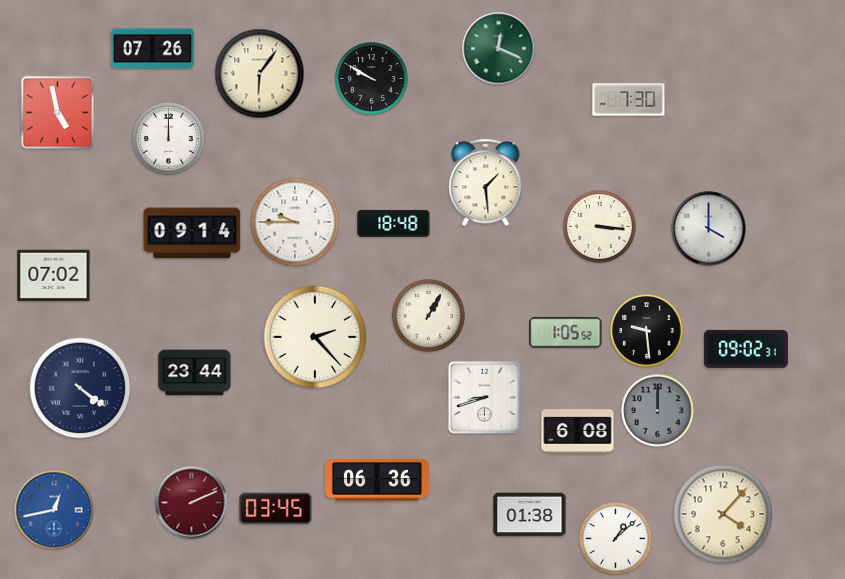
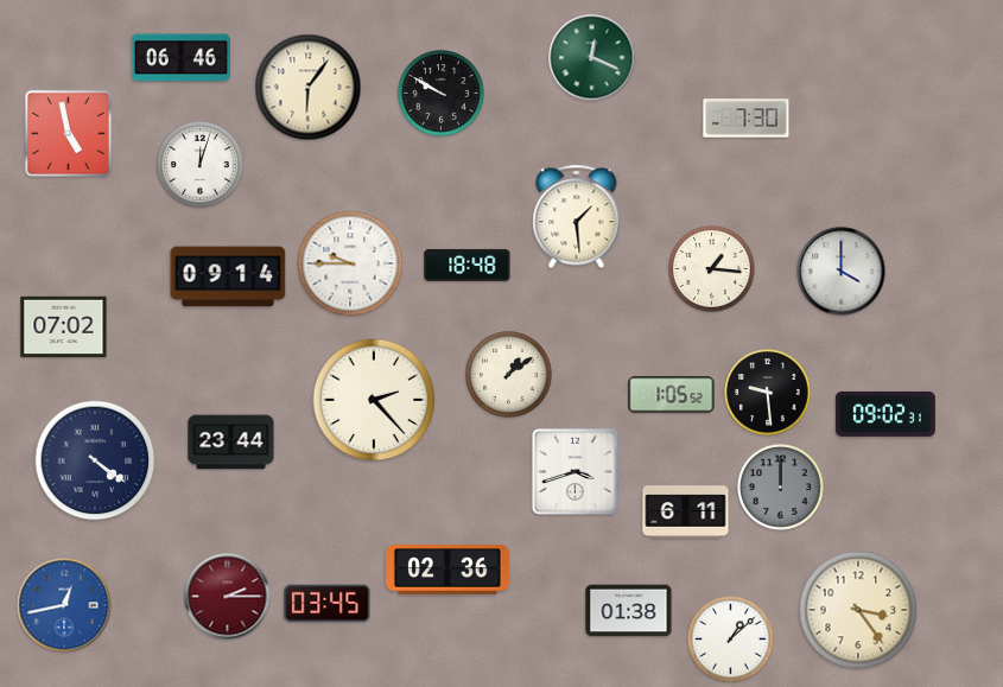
clock at (152, 49): 07:26 -> 06:46
clock at (169, 139): 12:00 -> 12:03
clock at (600, 227): 3:16 -> 1:16
clock at (429, 316): 1:05 -> 1:09
clock at (484, 397): 8:42 -> 3:42
clock at (578, 432): 6:08 -> 6:11
clock at (378, 480): 06:36 -> 02:36
clock at (192, 503): 2:11 -> 2:15
clock at (723, 514): 4:07 -> 3:24
